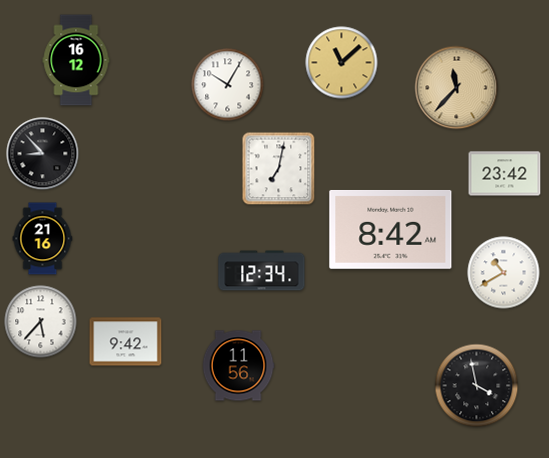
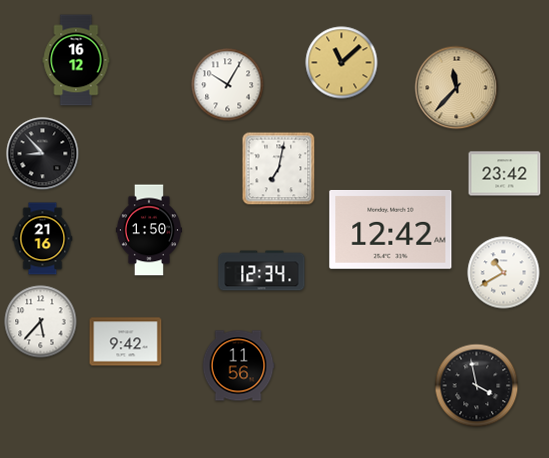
clock at (391, 229): 8:42 -> 12:42
clock at (148, 230): none -> 1:50
